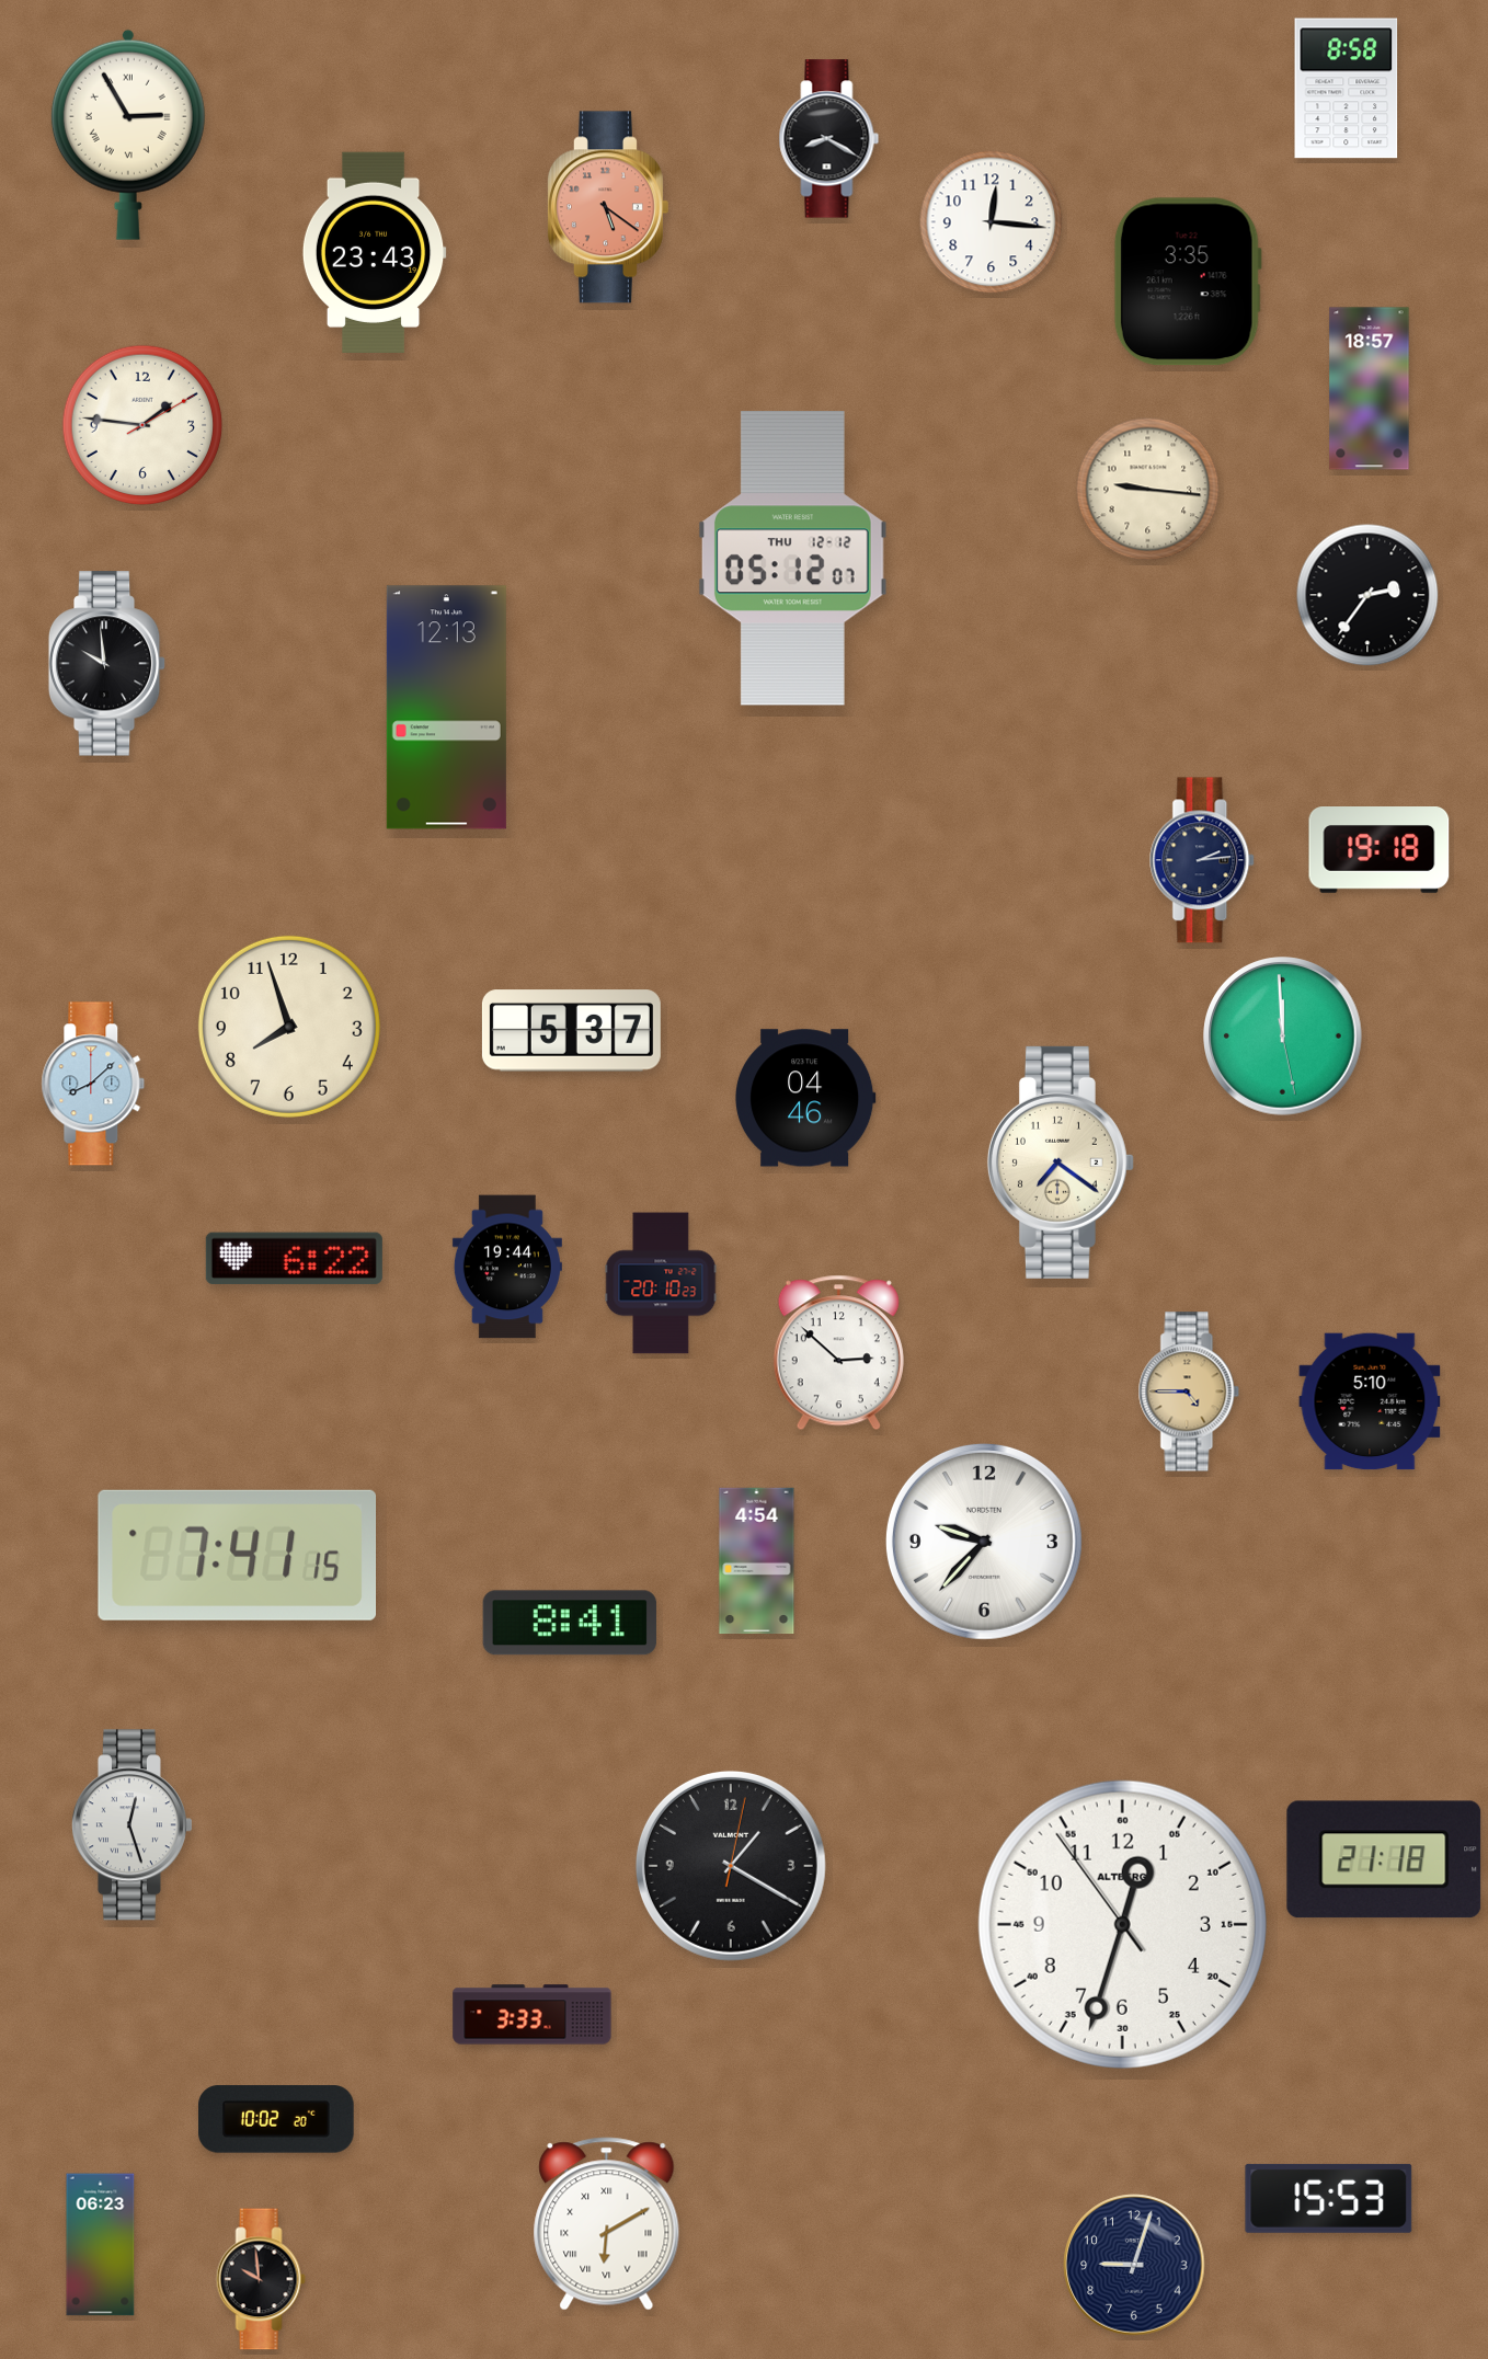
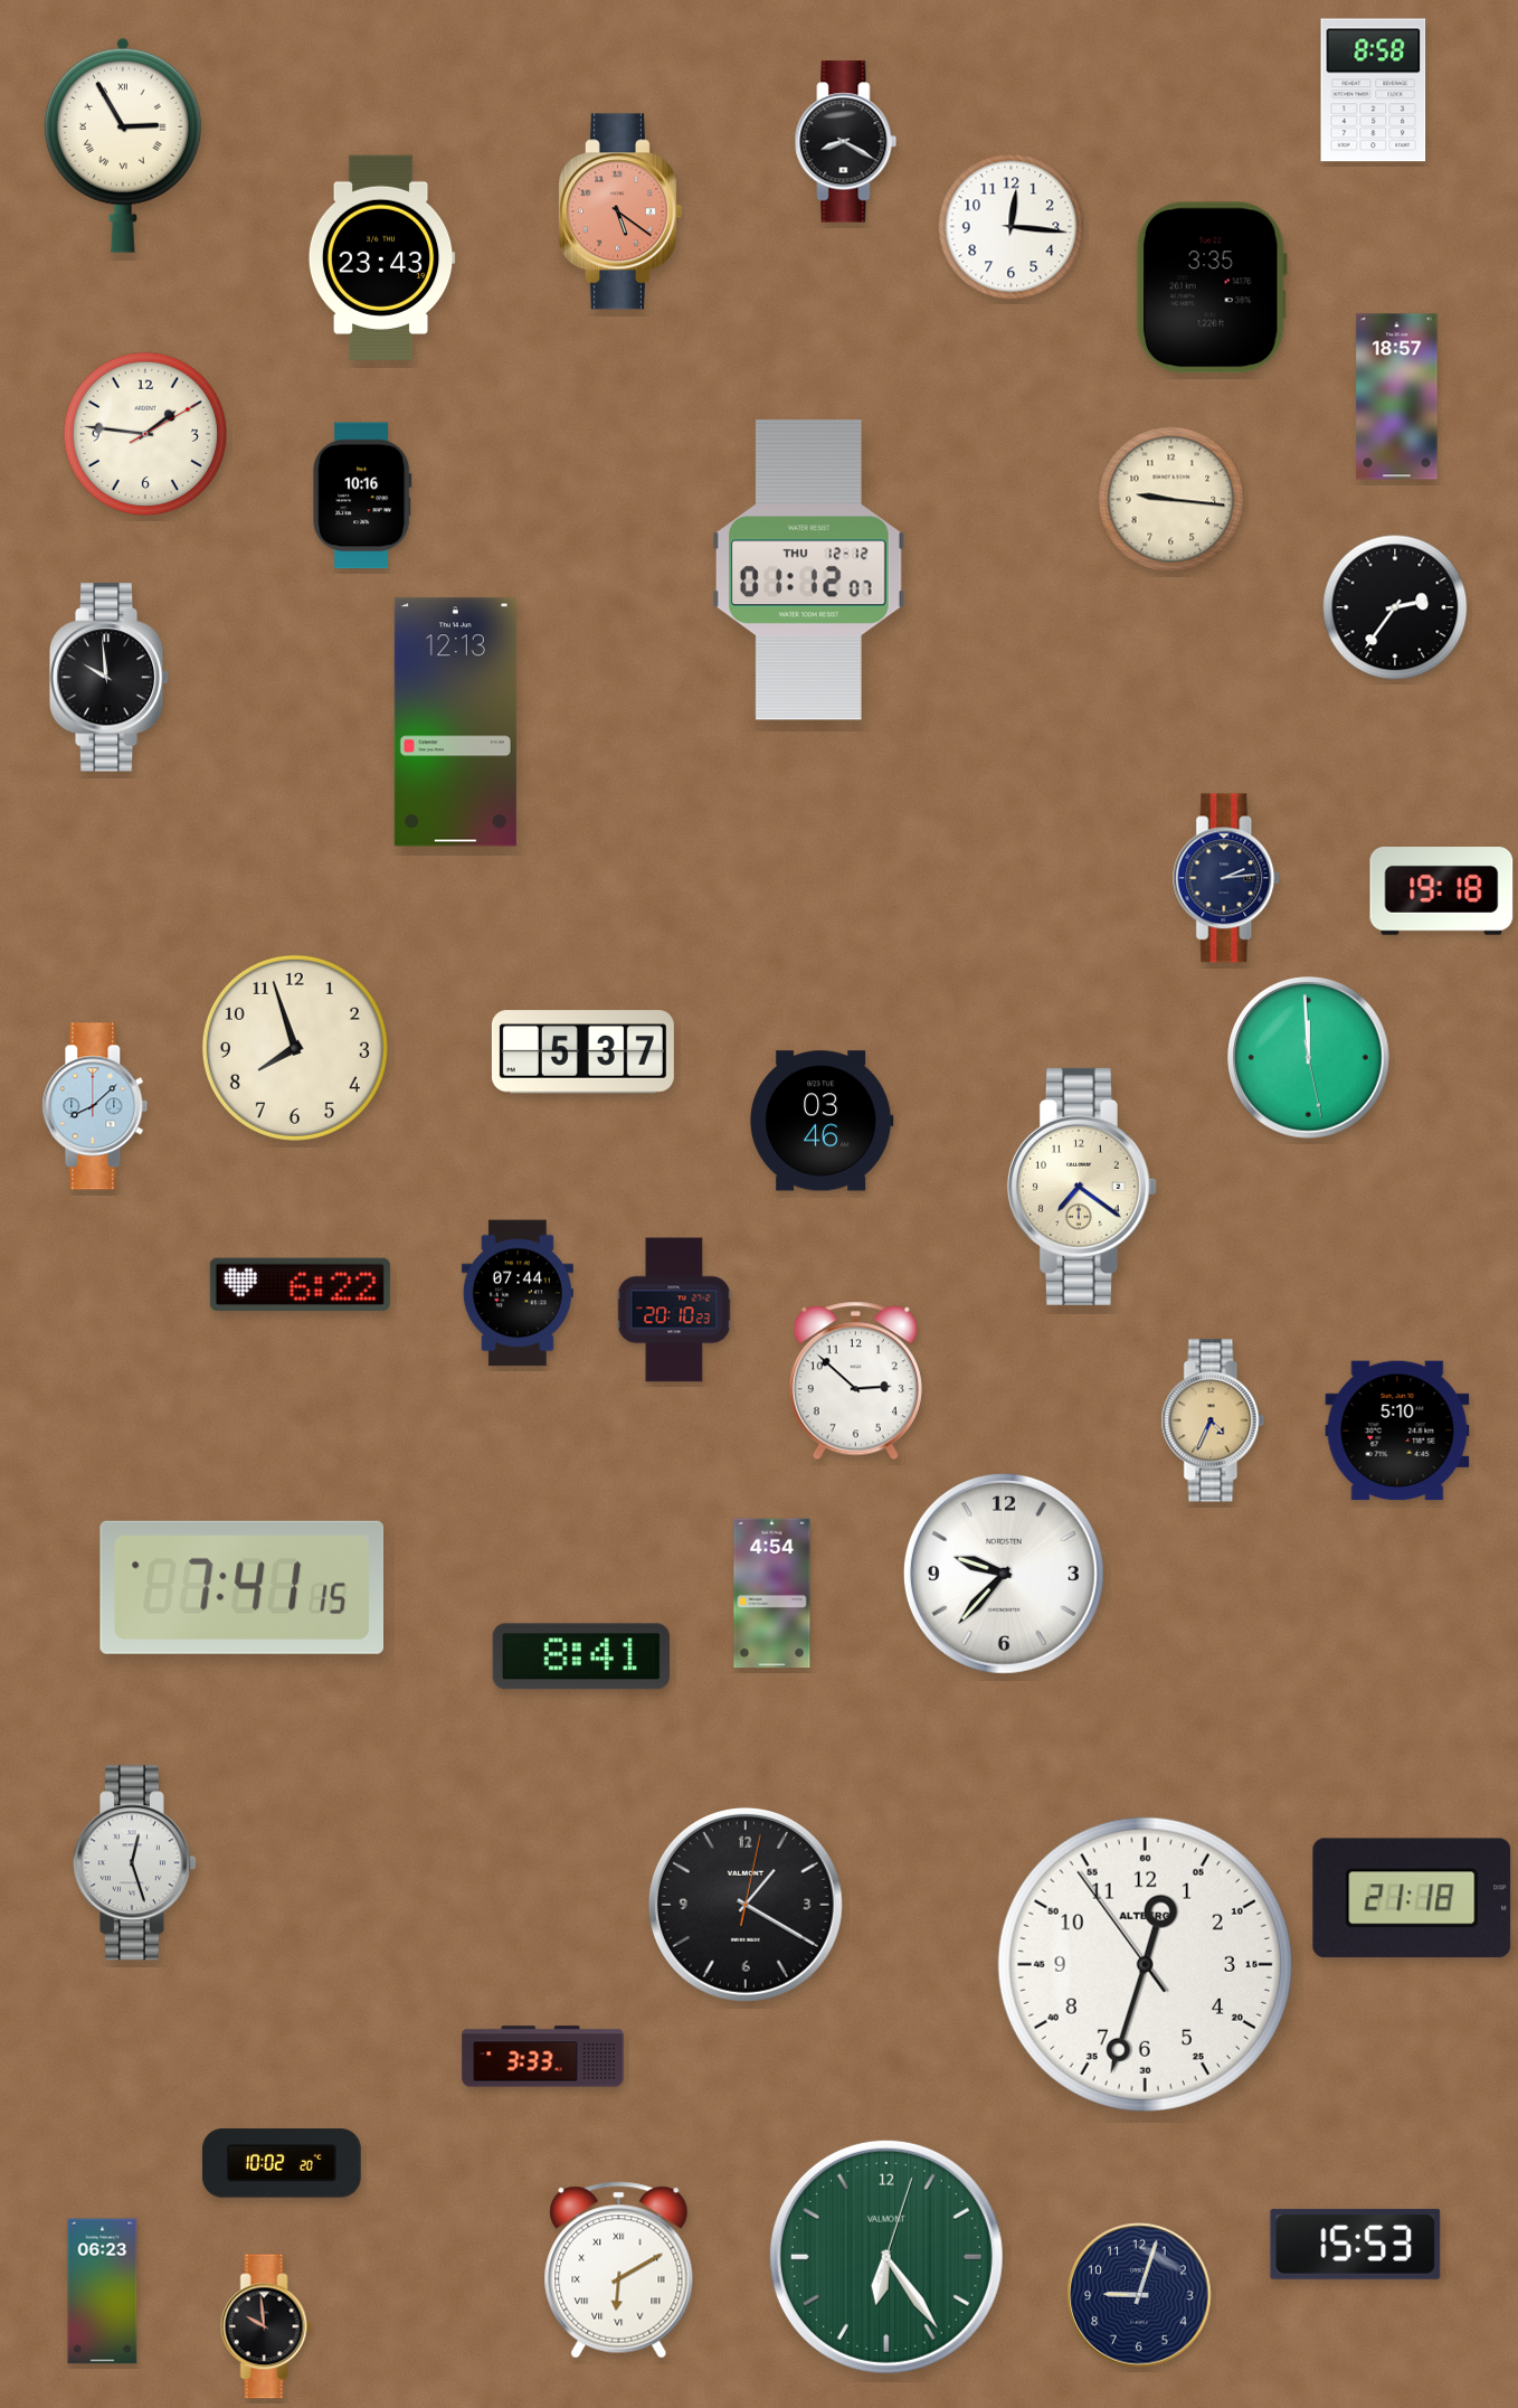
clock at (128, 135) position: (128, 135) -> (123, 145)
clock at (362, 495): none -> 10:16
clock at (792, 559): 05:12 -> 01:12
clock at (1380, 850) position: (1380, 850) -> (1442, 891)
clock at (805, 1098): 04:46 -> 03:46
clock at (507, 1267): 19:44 -> 07:44
clock at (1189, 1392): 4:45 -> 4:34
clock at (886, 2257): none -> 6:24
clock at (1134, 2265) position: (1134, 2265) -> (1139, 2295)
